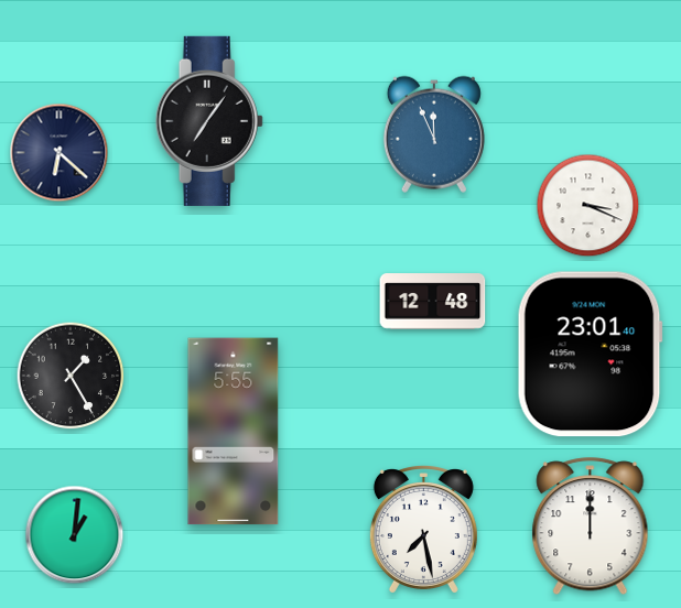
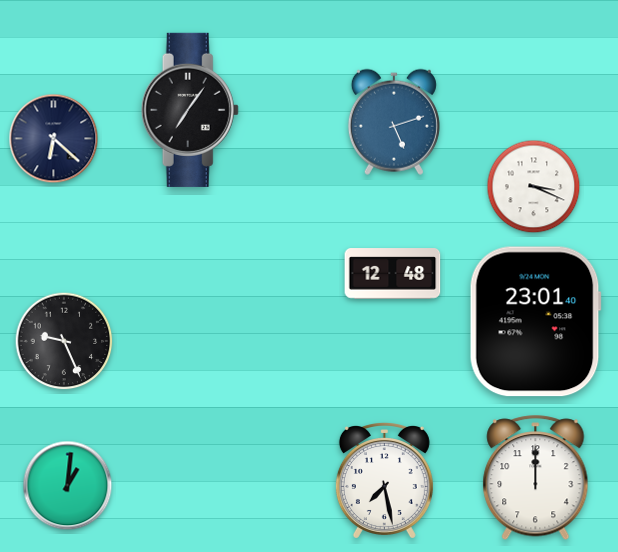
clock at (434, 134): 11:56 -> 5:12
clock at (71, 376): 1:25 -> 9:26
clock at (234, 432): 5:55 -> none
